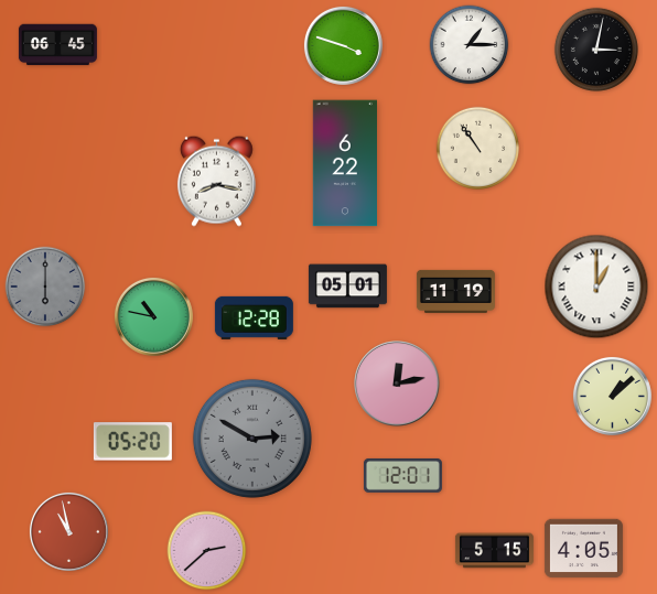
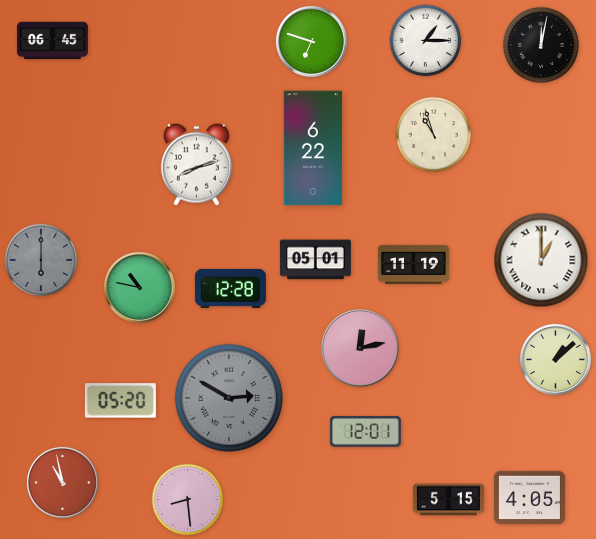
clock at (343, 45): 3:48 -> 6:48
clock at (596, 50): 3:02 -> 12:02
clock at (477, 148): 10:54 -> 10:57
clock at (216, 181): 8:17 -> 8:12
clock at (207, 551): 2:38 -> 8:29
